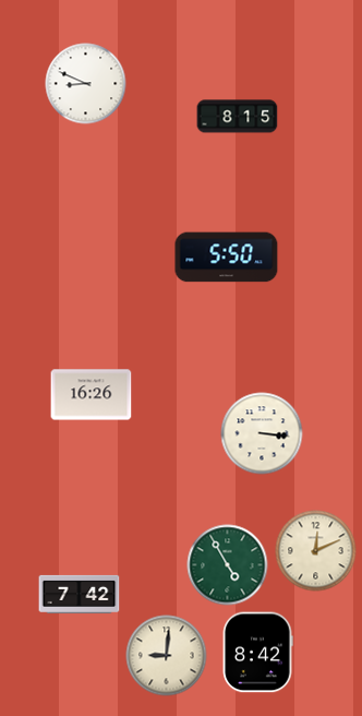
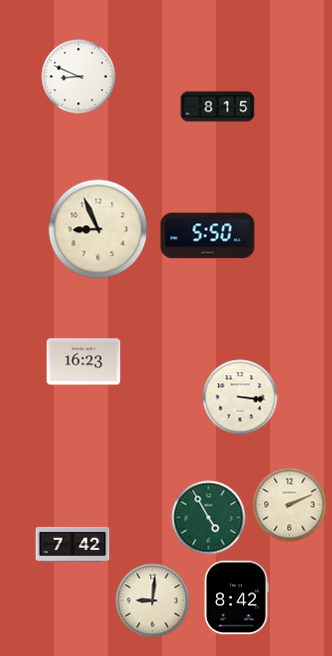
clock at (98, 229): none -> 8:56
clock at (92, 395): 16:26 -> 16:23
clock at (316, 551): 12:11 -> 2:11
